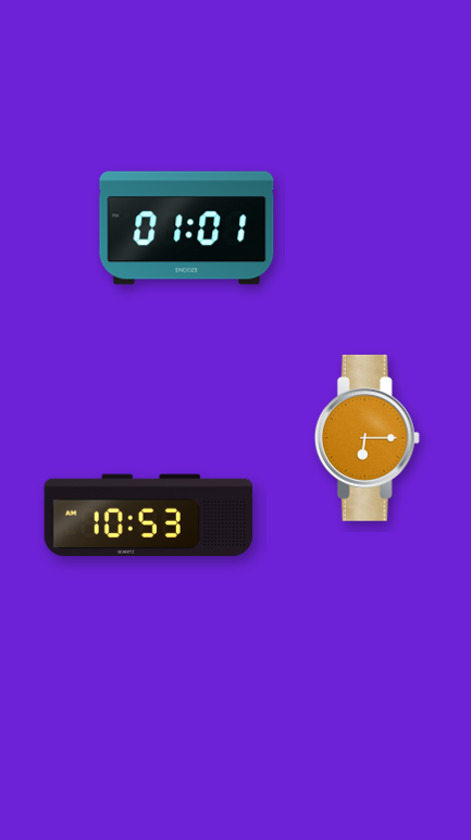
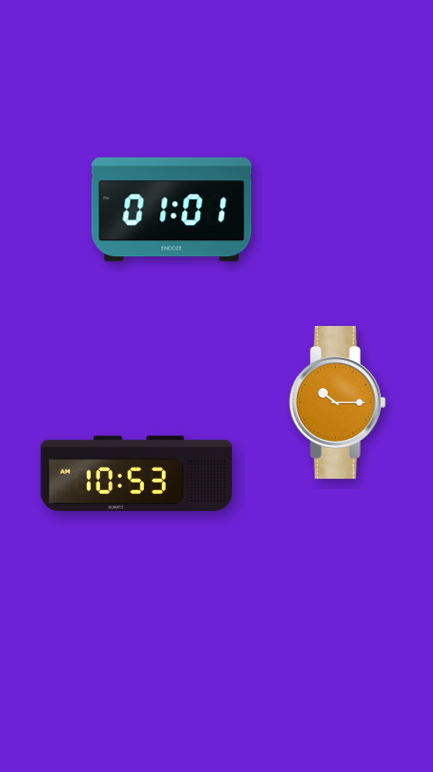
clock at (367, 437): 6:15 -> 10:15
